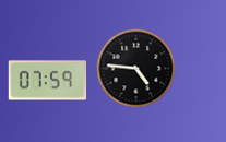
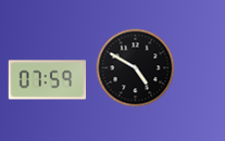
clock at (136, 69): 4:46 -> 4:50
